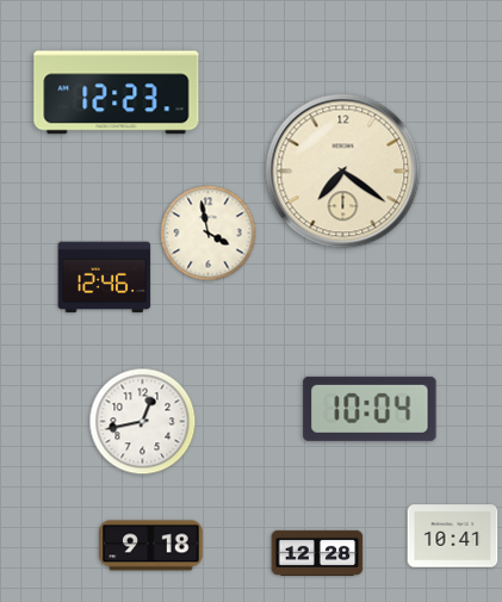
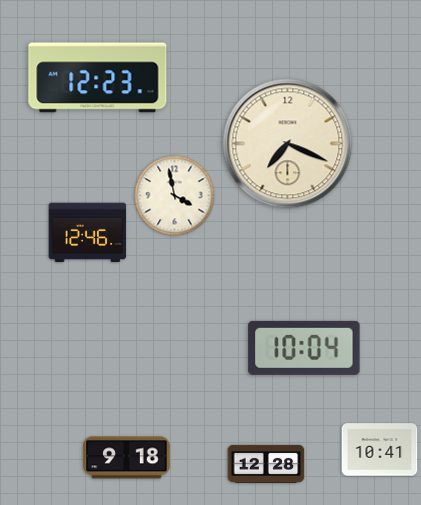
clock at (343, 172): 7:21 -> 7:19
clock at (370, 409) position: (370, 409) -> (304, 348)
clock at (143, 422): 12:43 -> none
